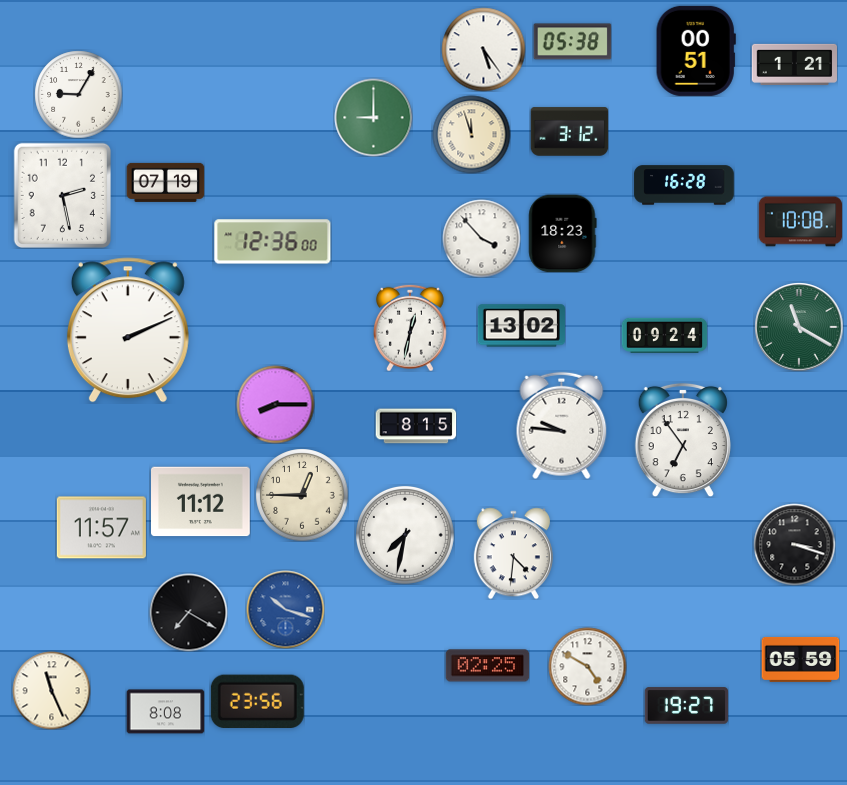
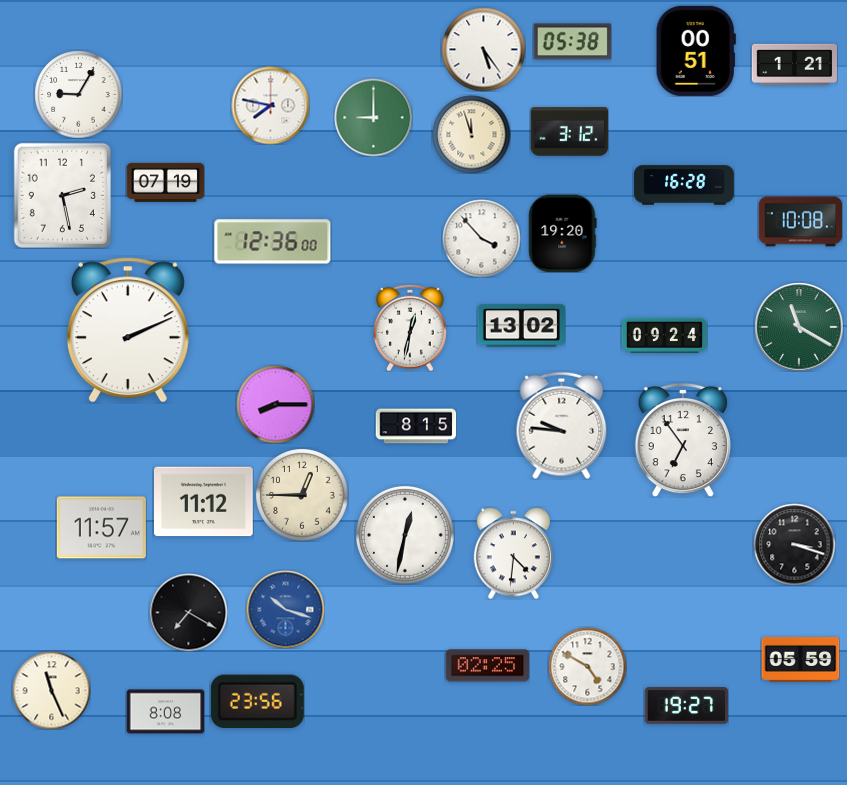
clock at (270, 105): none -> 7:47
clock at (563, 233): 18:23 -> 19:20
clock at (201, 502) position: (201, 502) -> (204, 502)
clock at (405, 535): 7:32 -> 12:32
